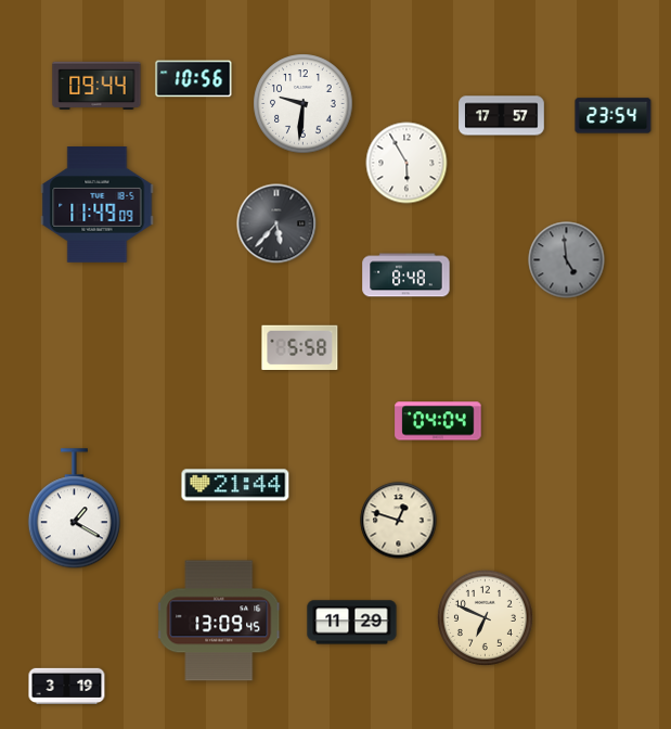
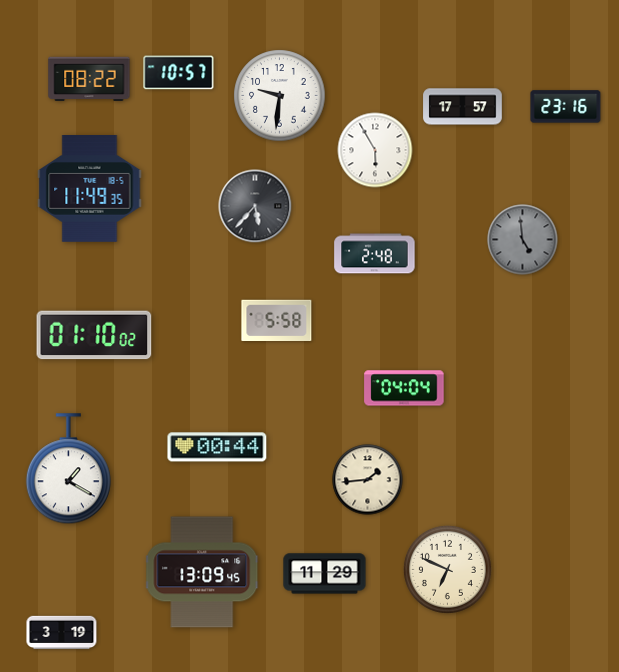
clock at (194, 79): 10:56 -> 10:57
clock at (96, 86): 09:44 -> 08:22
clock at (614, 116): 23:54 -> 23:16
clock at (98, 205): 11:49:09 -> 11:49:35
clock at (407, 276): 8:48 -> 2:48
clock at (94, 335): none -> 01:10
clock at (235, 485): 21:44 -> 00:44
clock at (399, 521): 12:48 -> 1:44
